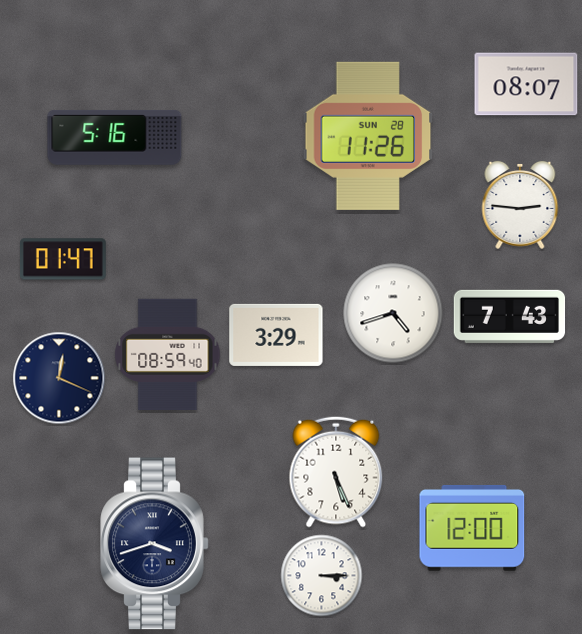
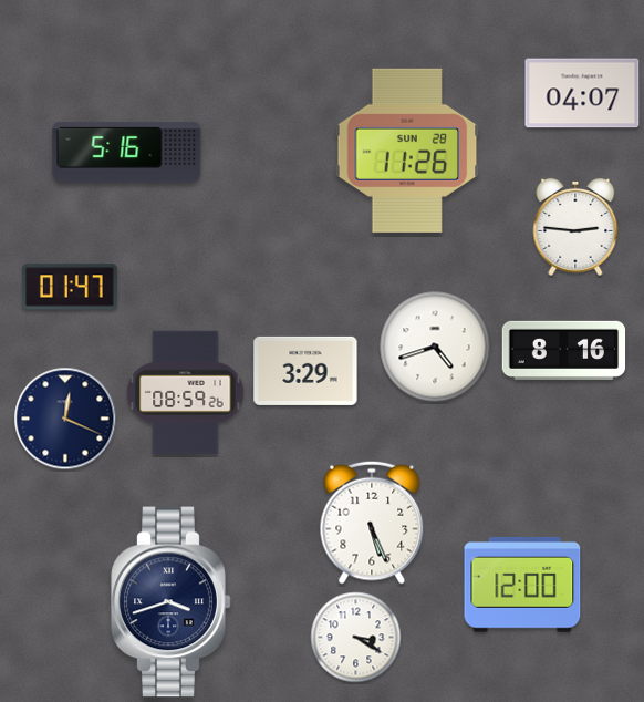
clock at (526, 84): 08:07 -> 04:07
clock at (510, 316): 7:43 -> 8:16
clock at (168, 355): 08:59:40 -> 08:59:26
clock at (322, 576): 3:15 -> 3:20
